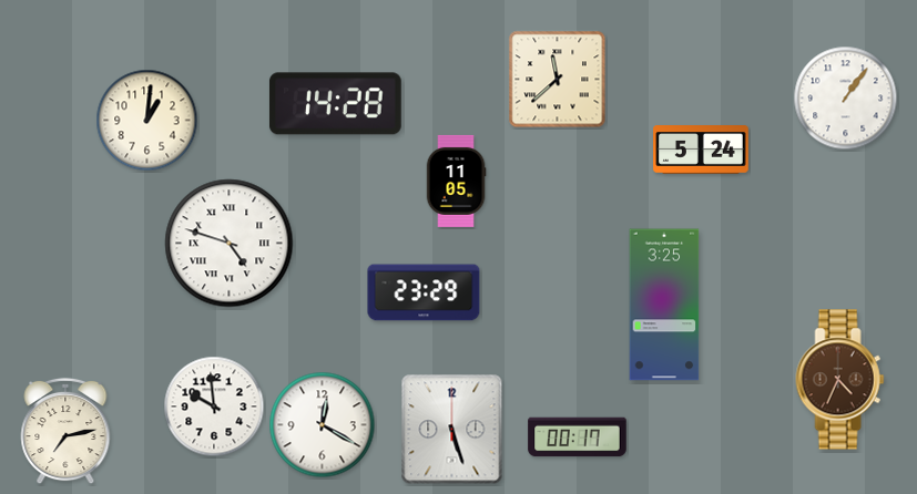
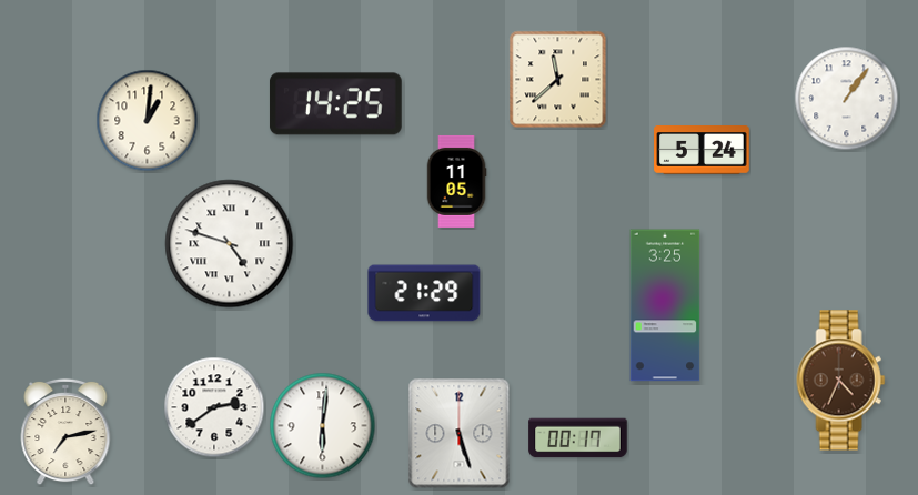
clock at (335, 104): 14:28 -> 14:25
clock at (424, 292): 23:29 -> 21:29
clock at (214, 406): 9:59 -> 2:39
clock at (323, 425): 12:20 -> 6:01
clock at (452, 430) position: (452, 430) -> (460, 434)
